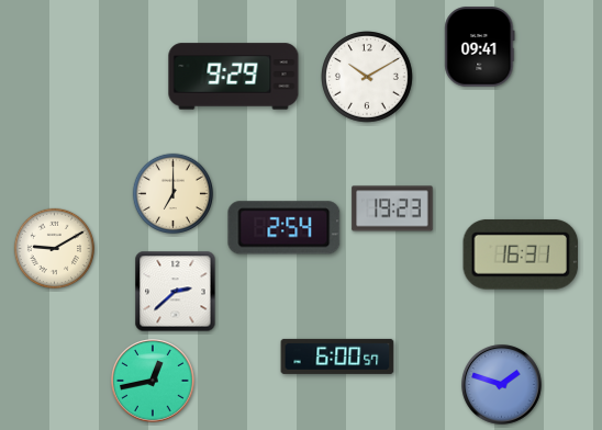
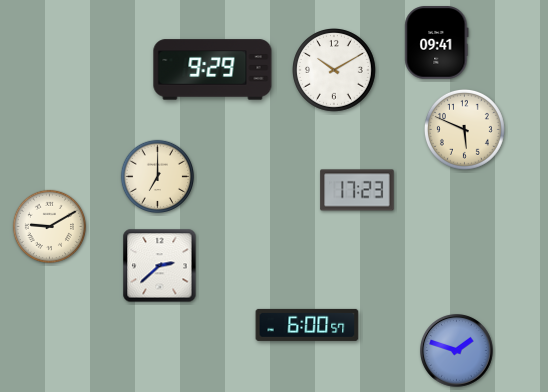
clock at (464, 129): none -> 5:49
clock at (392, 208): 19:23 -> 17:23
clock at (285, 228): 2:54 -> none
clock at (521, 254): 16:31 -> none
clock at (153, 381): 12:43 -> none
